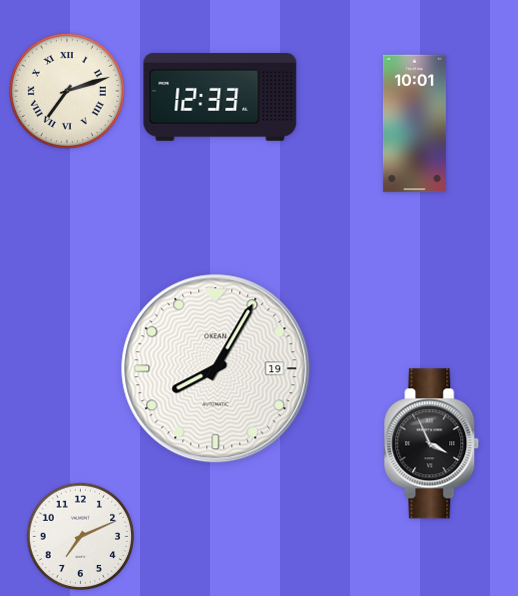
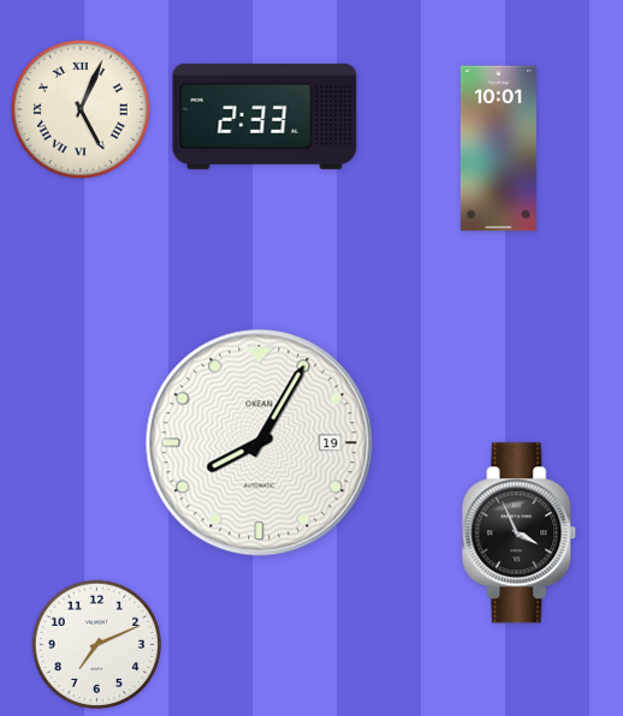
clock at (67, 91): 7:12 -> 5:04
clock at (220, 97): 12:33 -> 2:33
